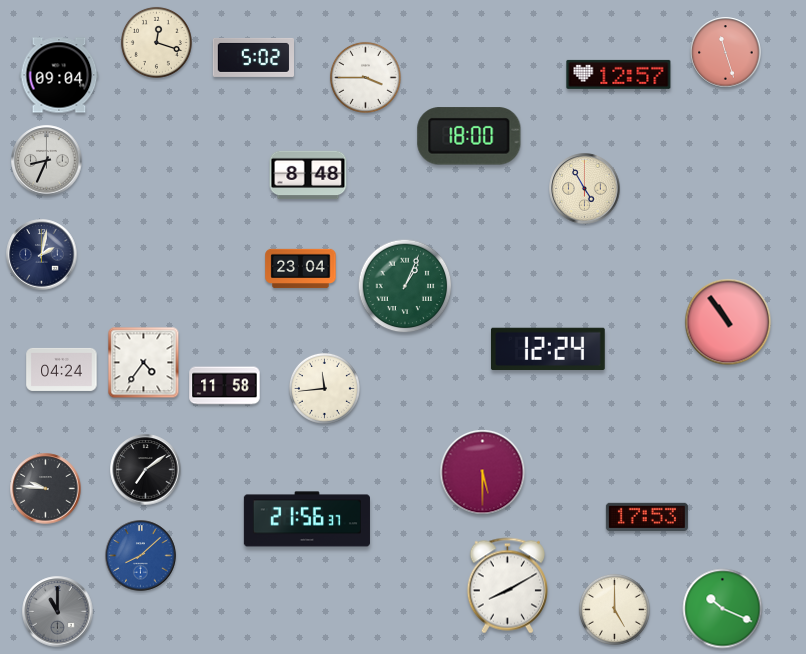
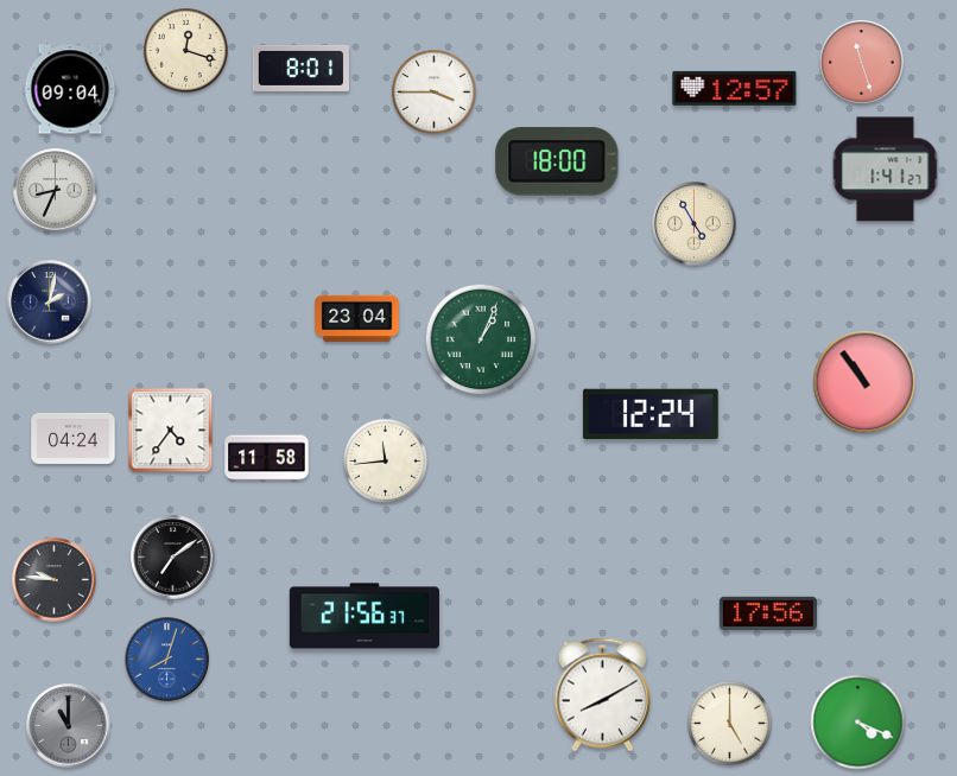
clock at (253, 57): 5:02 -> 8:01
clock at (886, 170): none -> 1:41
clock at (308, 175): 8:48 -> none
clock at (483, 473): 5:30 -> none
clock at (647, 516): 17:53 -> 17:56
clock at (141, 556): 8:08 -> 8:03
clock at (723, 609): 10:19 -> 4:19
